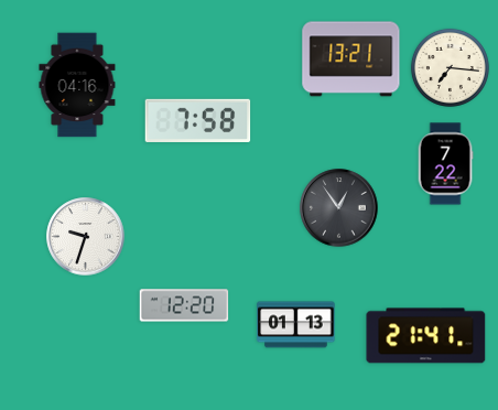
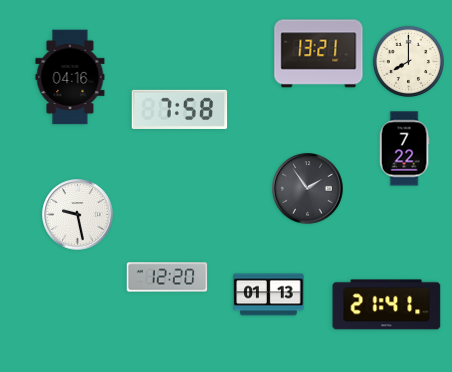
clock at (450, 67): 7:16 -> 8:00
clock at (339, 208): 12:54 -> 1:54
clock at (86, 237): 9:33 -> 9:28
